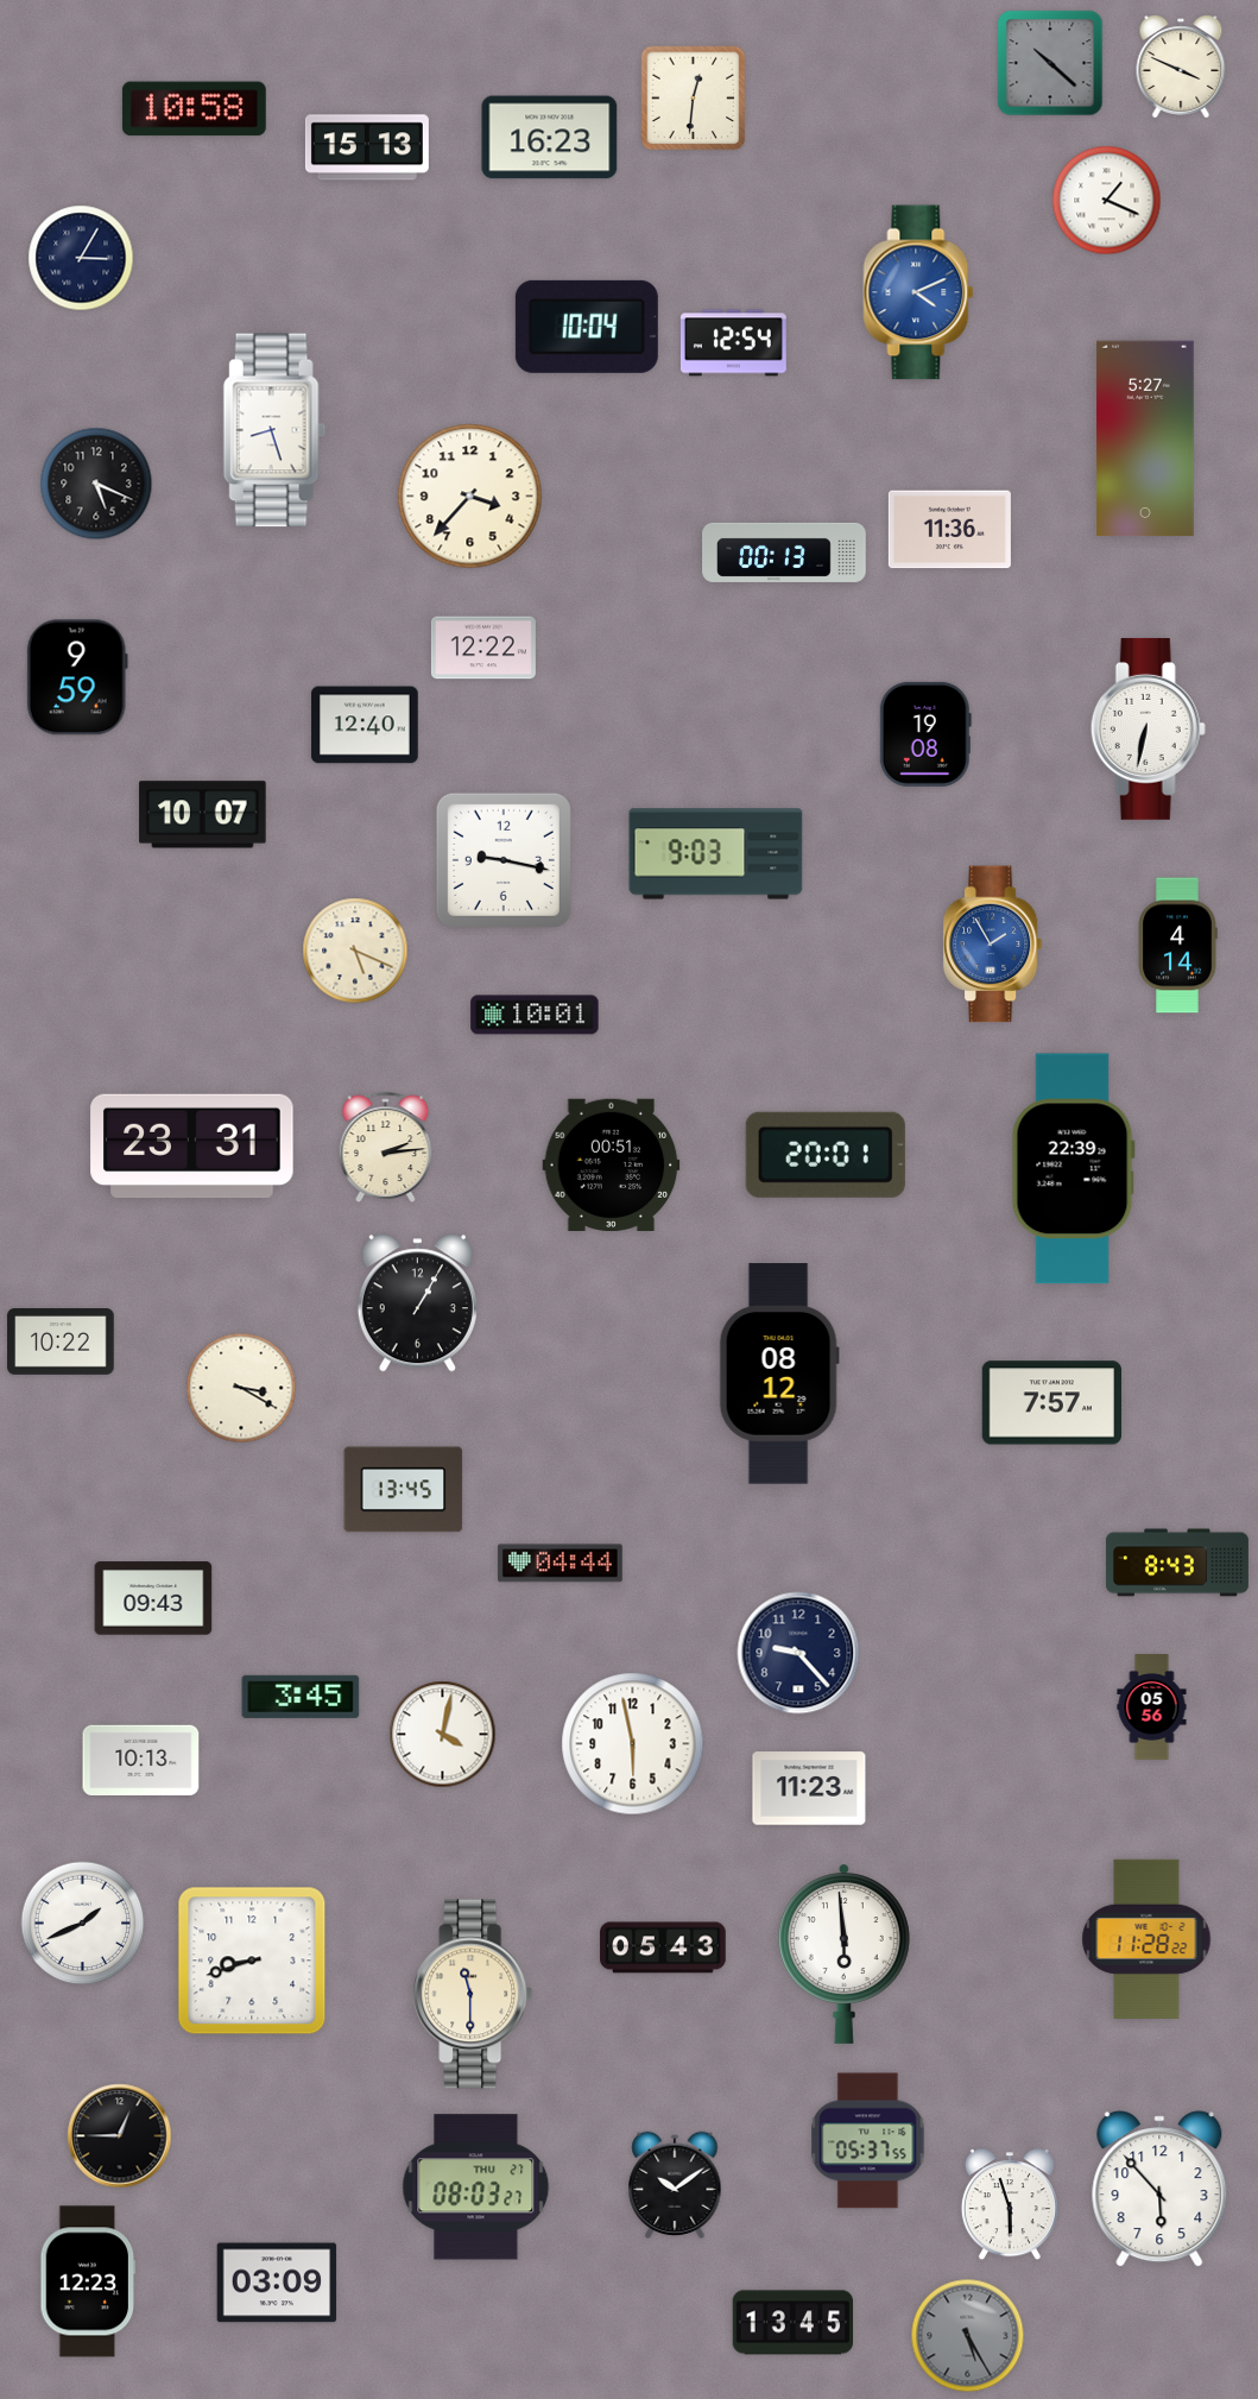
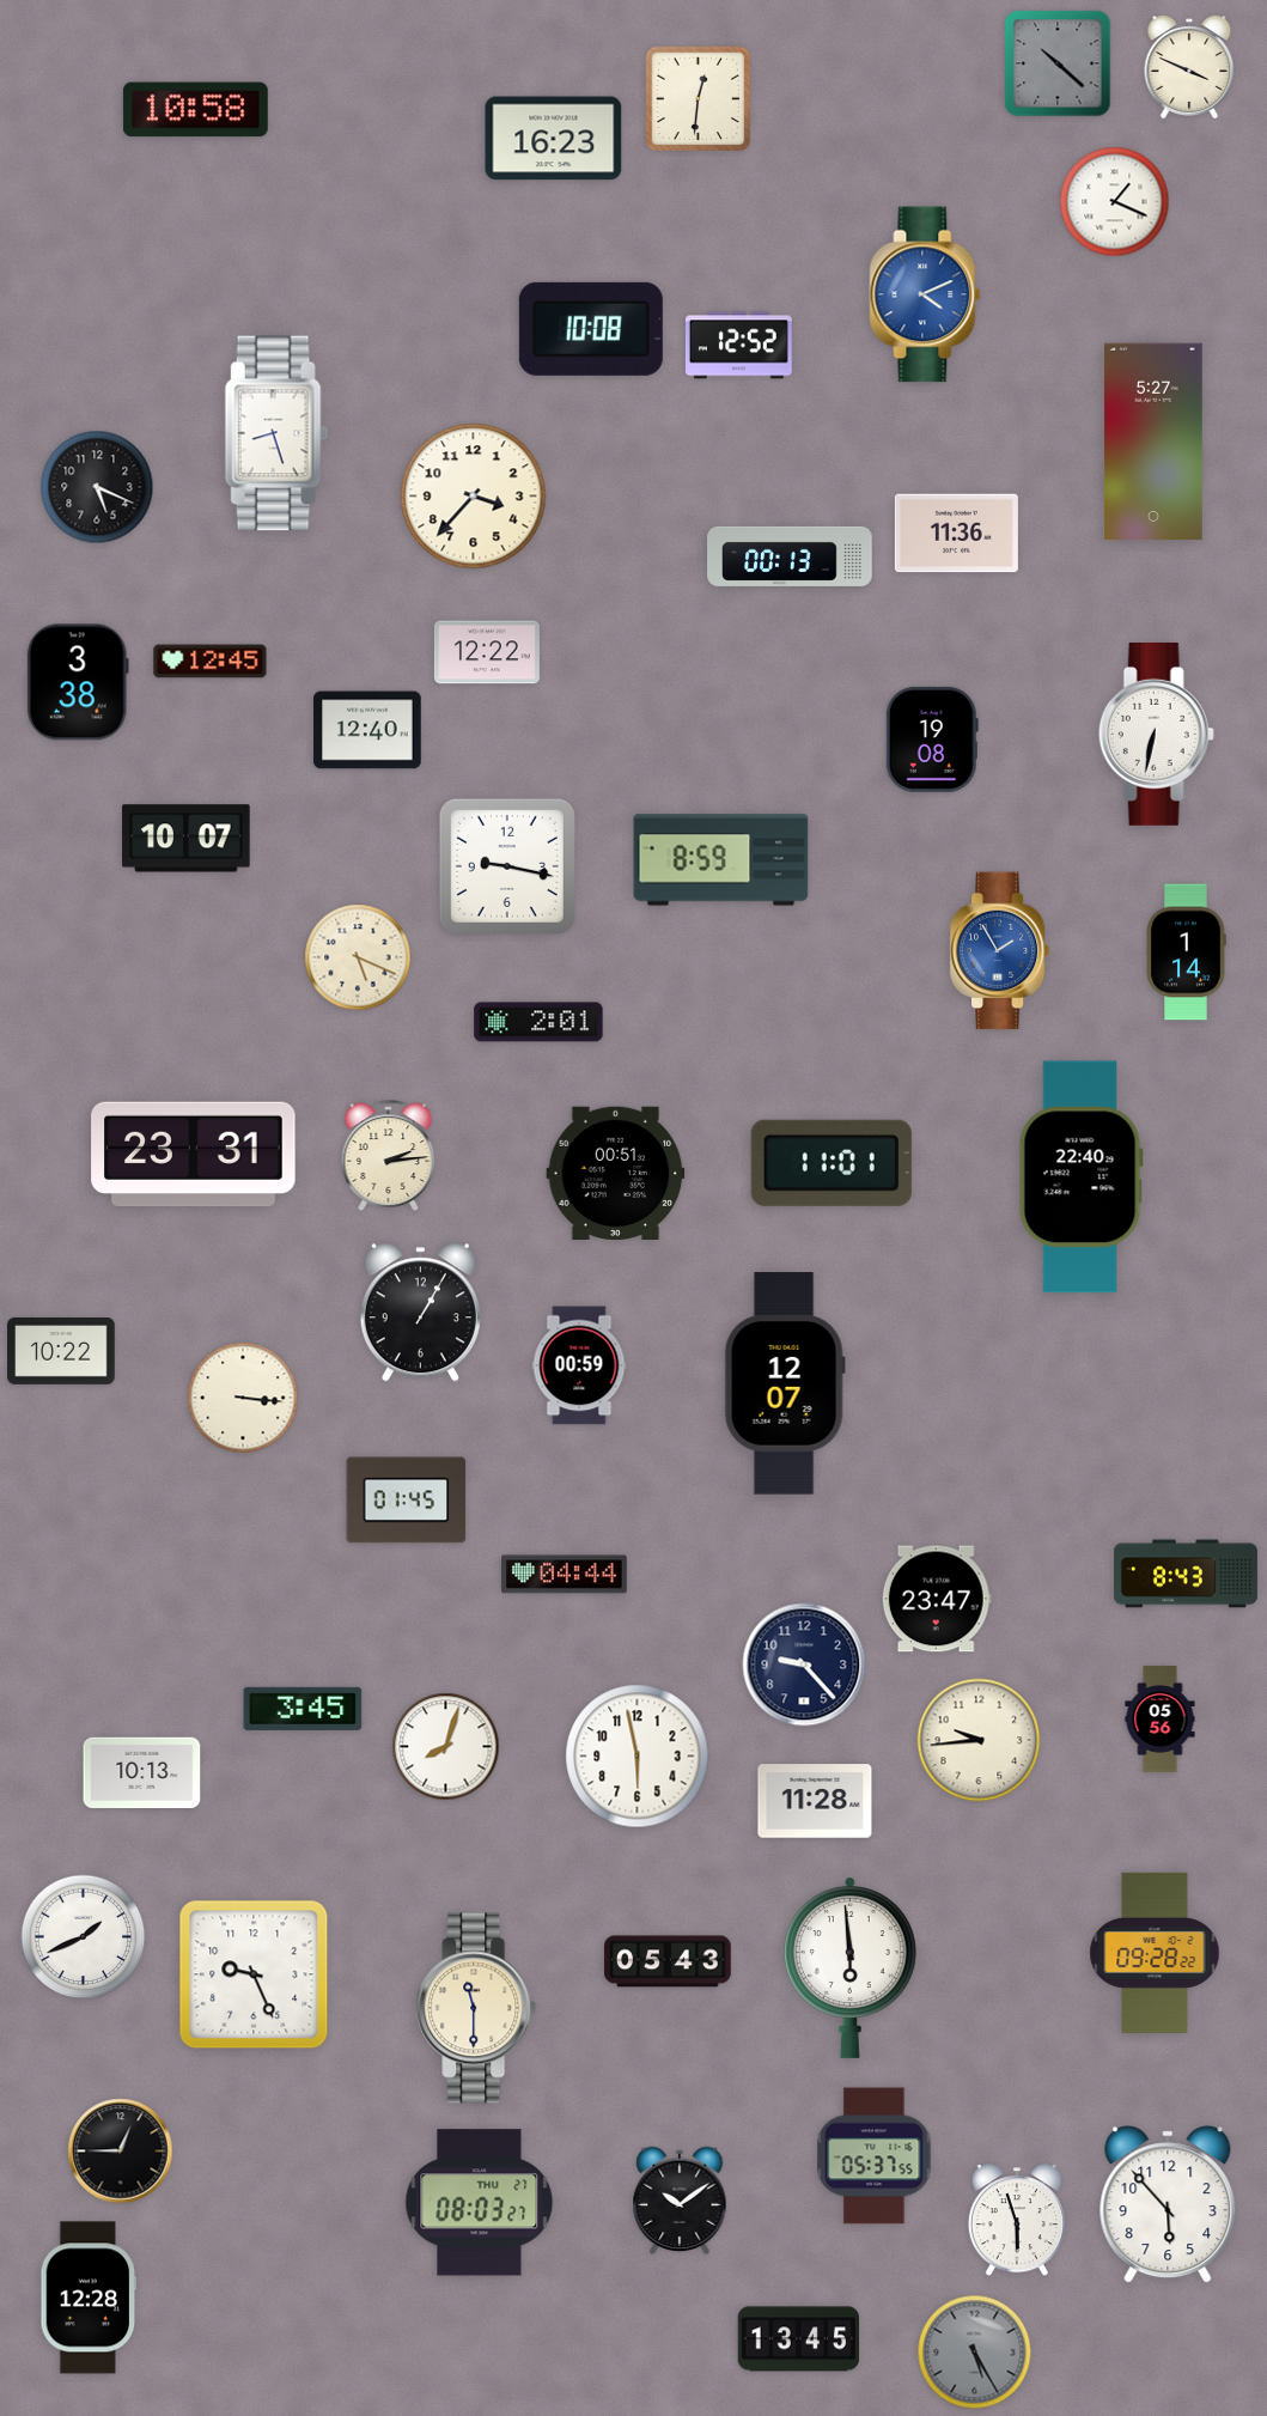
clock at (367, 147): 15:13 -> none
clock at (81, 258): 3:05 -> none
clock at (587, 327): 10:04 -> 10:08
clock at (733, 343): 12:54 -> 12:52
clock at (470, 497) position: (470, 497) -> (474, 497)
clock at (211, 662): none -> 12:45
clock at (77, 677): 9:59 -> 3:38
clock at (203, 815) position: (203, 815) -> (187, 839)
clock at (716, 854): 9:03 -> 8:59
clock at (1177, 946): 4:14 -> 1:14
clock at (535, 1015): 10:01 -> 2:01
clock at (826, 1155): 20:01 -> 11:01
clock at (1073, 1169): 22:39 -> 22:40
clock at (579, 1365): none -> 00:59
clock at (779, 1374): 08:12 -> 12:07
clock at (241, 1388): 3:20 -> 3:16
clock at (1051, 1403): 7:57 -> none
clock at (404, 1490): 13:45 -> 01:45
clock at (937, 1599): none -> 23:47
clock at (153, 1598): 09:43 -> none
clock at (979, 1740): none -> 9:44
clock at (443, 1735): 4:02 -> 8:03
clock at (809, 1788): 11:23 -> 11:28
clock at (1146, 1939): 11:28 -> 09:28
clock at (252, 1961): 8:42 -> 9:26
clock at (88, 2281): 12:23 -> 12:28
clock at (277, 2283): 03:09 -> none
